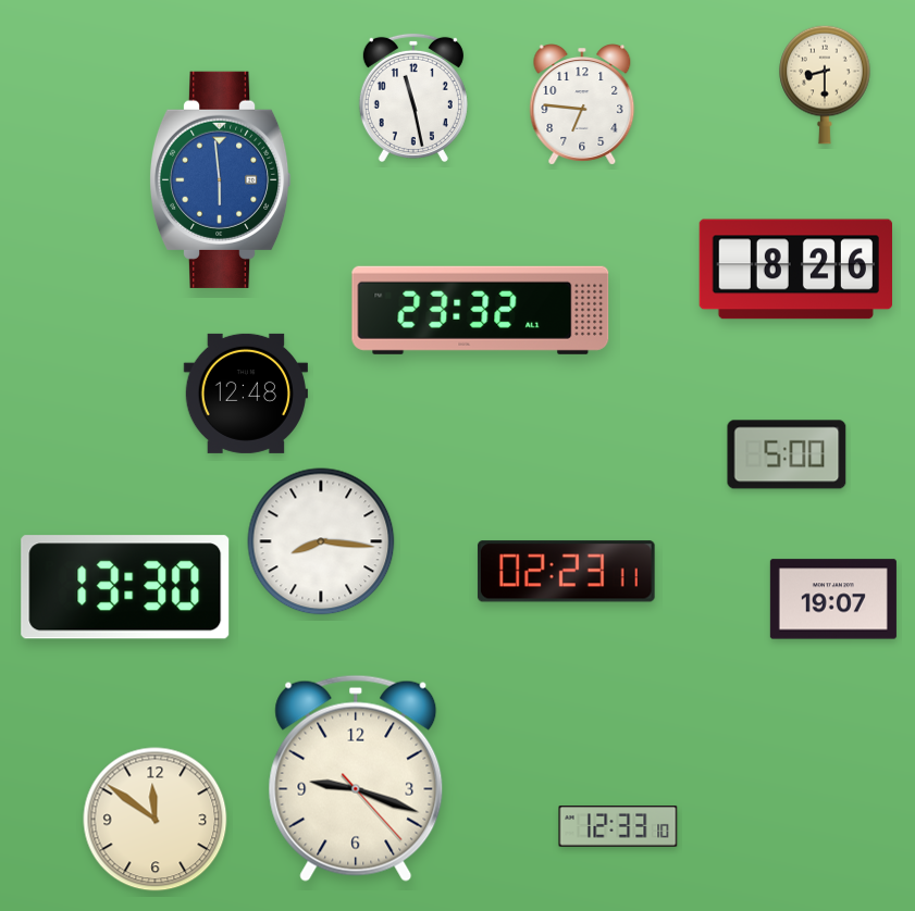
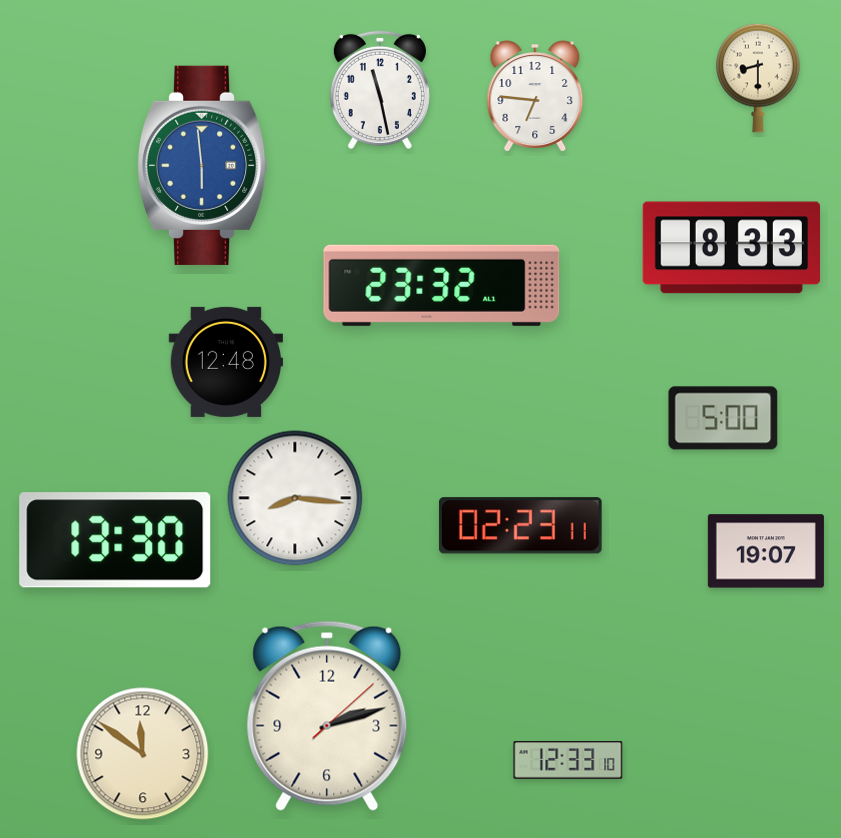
clock at (795, 270): 8:26 -> 8:33
clock at (356, 778): 9:18 -> 2:12
